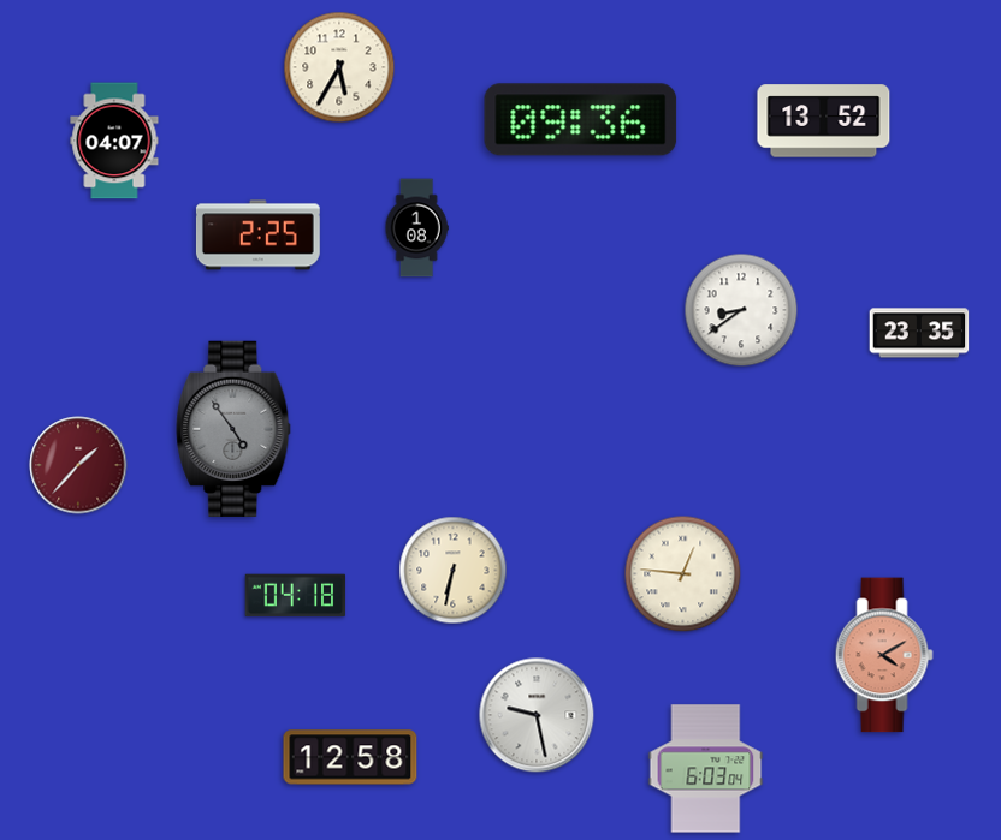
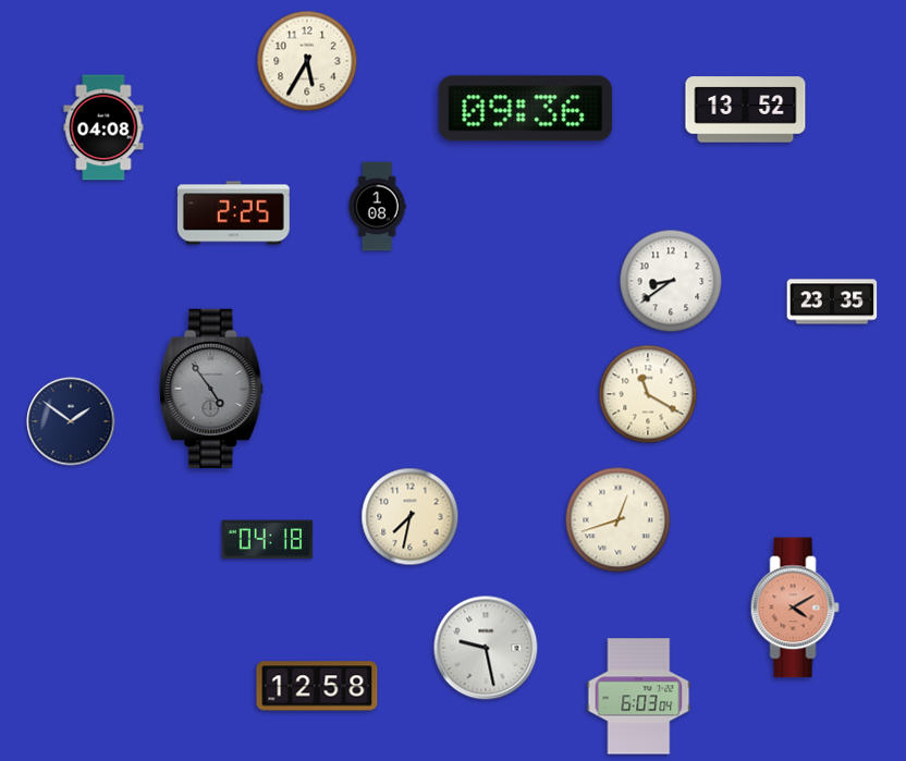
clock at (114, 141): 04:07 -> 04:08
clock at (648, 394): none -> 11:20
clock at (78, 465): 1:37 -> 1:51
clock at (78, 465) dial: burgundy -> navy
clock at (454, 571): 6:32 -> 7:32
clock at (683, 574): 12:46 -> 12:42
clock at (884, 655) position: (884, 655) -> (795, 607)
